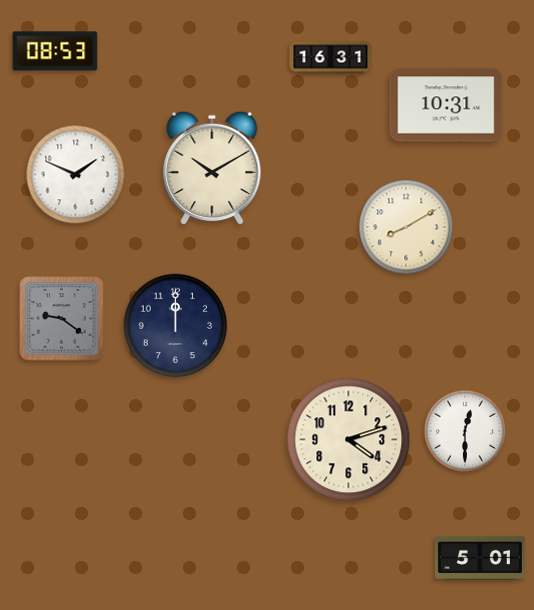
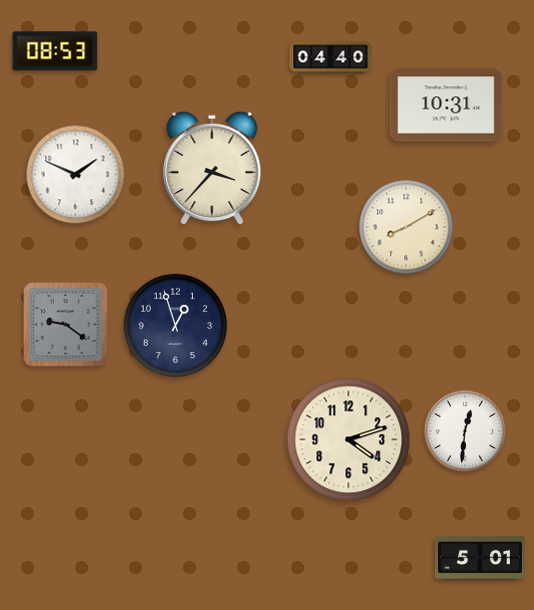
clock at (331, 58): 16:31 -> 04:40
clock at (212, 168): 10:10 -> 3:37
clock at (62, 319) position: (62, 319) -> (66, 325)
clock at (176, 326): 12:00 -> 12:57
clock at (465, 431): 12:30 -> 12:31
